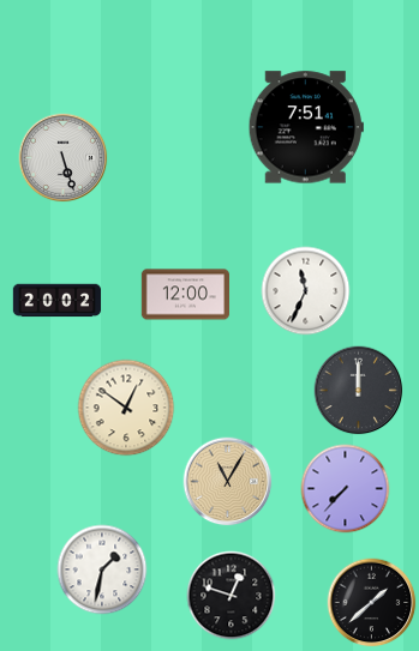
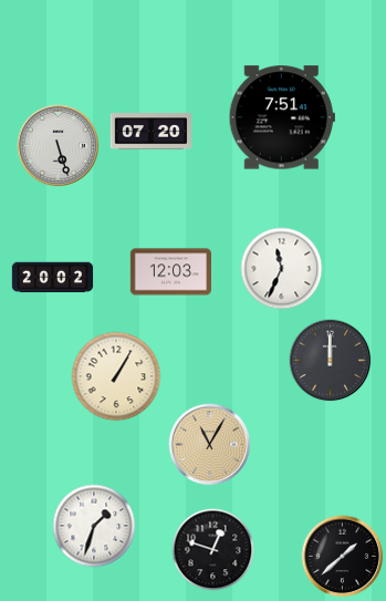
clock at (150, 132): none -> 07:20
clock at (185, 295): 12:00 -> 12:03
clock at (126, 408): 12:51 -> 1:05
clock at (346, 489): 7:37 -> none
clock at (102, 569): 1:32 -> 1:33
